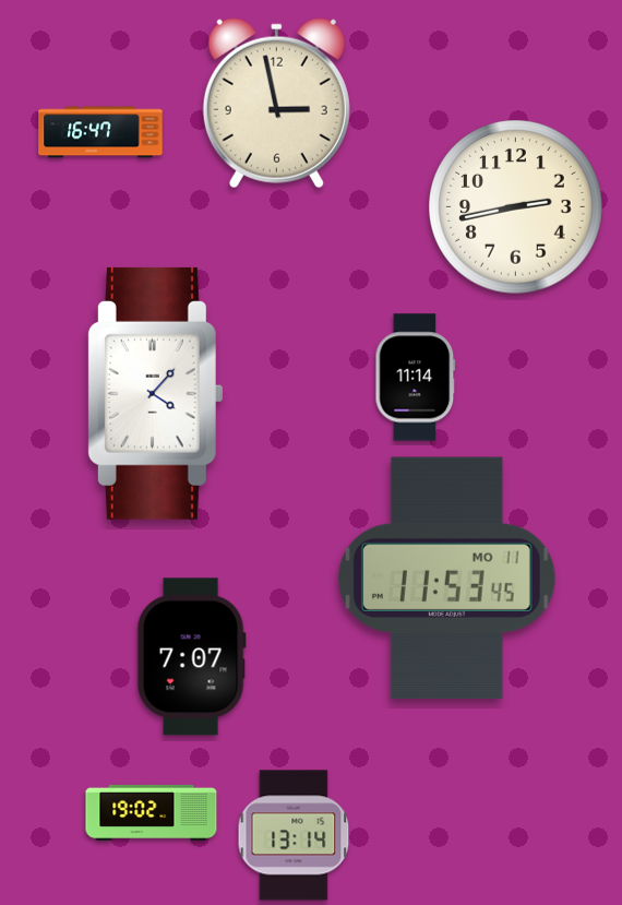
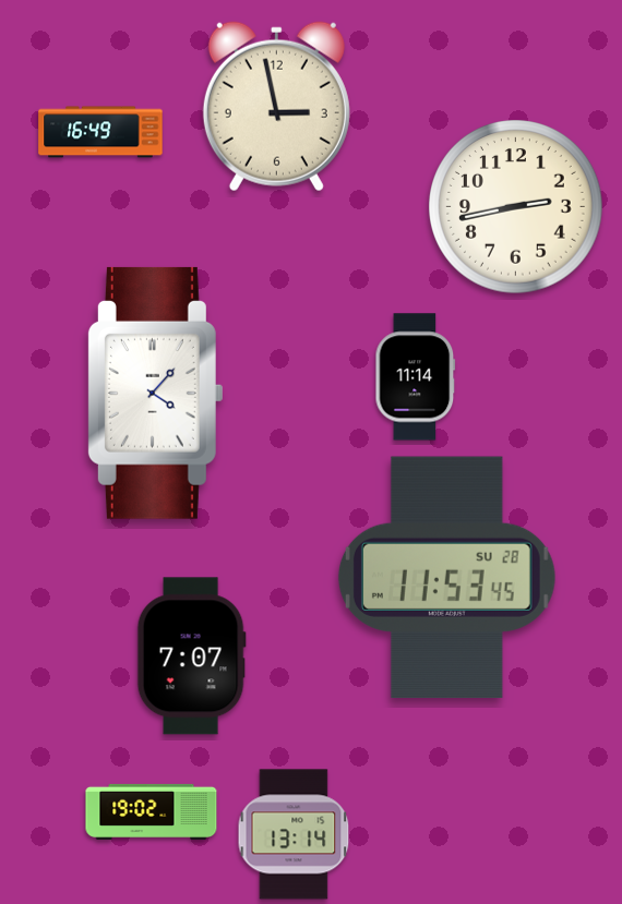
clock at (276, 104) position: (276, 104) -> (276, 107)
clock at (100, 132): 16:47 -> 16:49
clock at (446, 579) date: MO 11 -> SU 28
